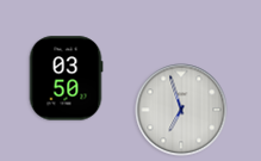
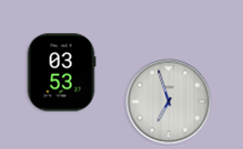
clock at (66, 79): 03:50 -> 03:53
